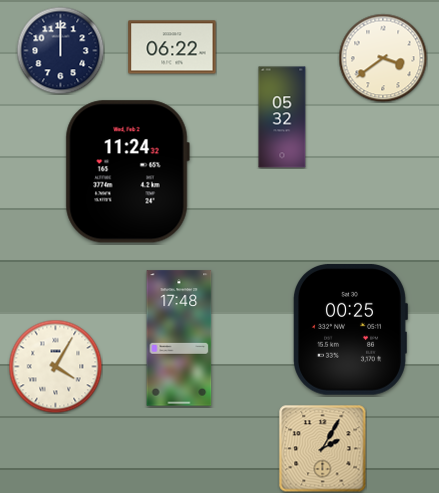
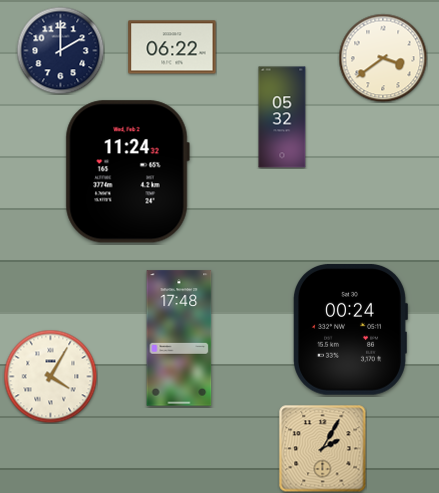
clock at (60, 50): 12:00 -> 2:00
clock at (351, 329): 00:25 -> 00:24
clock at (55, 366) position: (55, 366) -> (50, 376)
